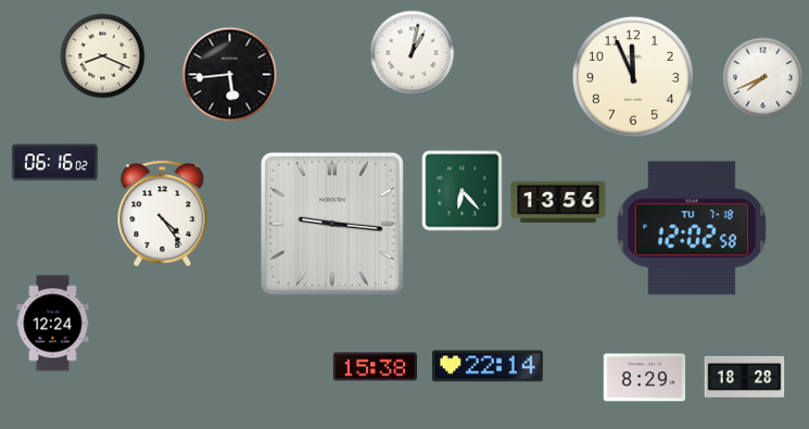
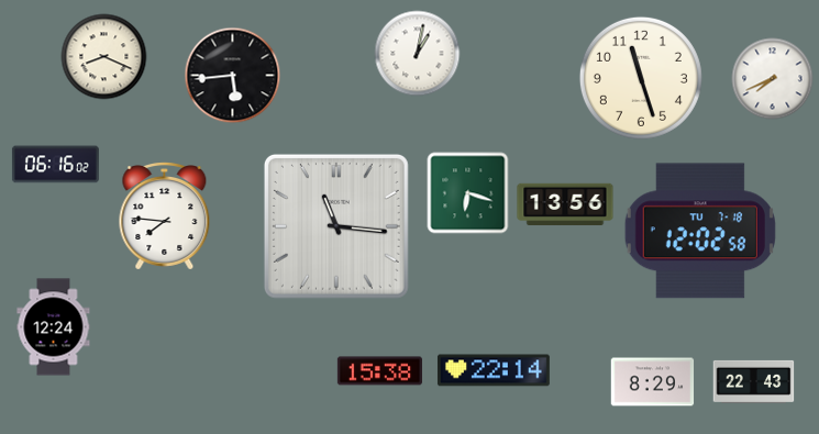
clock at (633, 77): 11:56 -> 11:27
clock at (463, 191): 6:23 -> 6:18
clock at (163, 214): 4:24 -> 7:46
clock at (332, 224): 9:16 -> 11:16
clock at (745, 377): 18:28 -> 22:43
